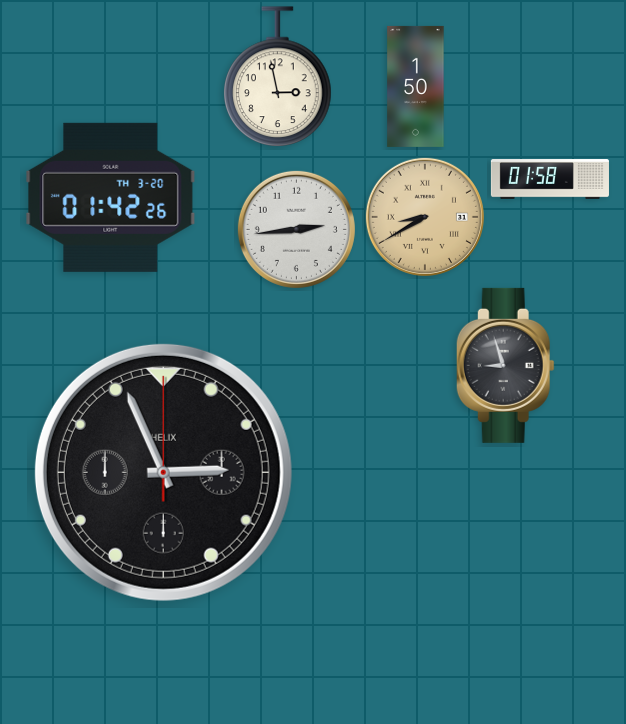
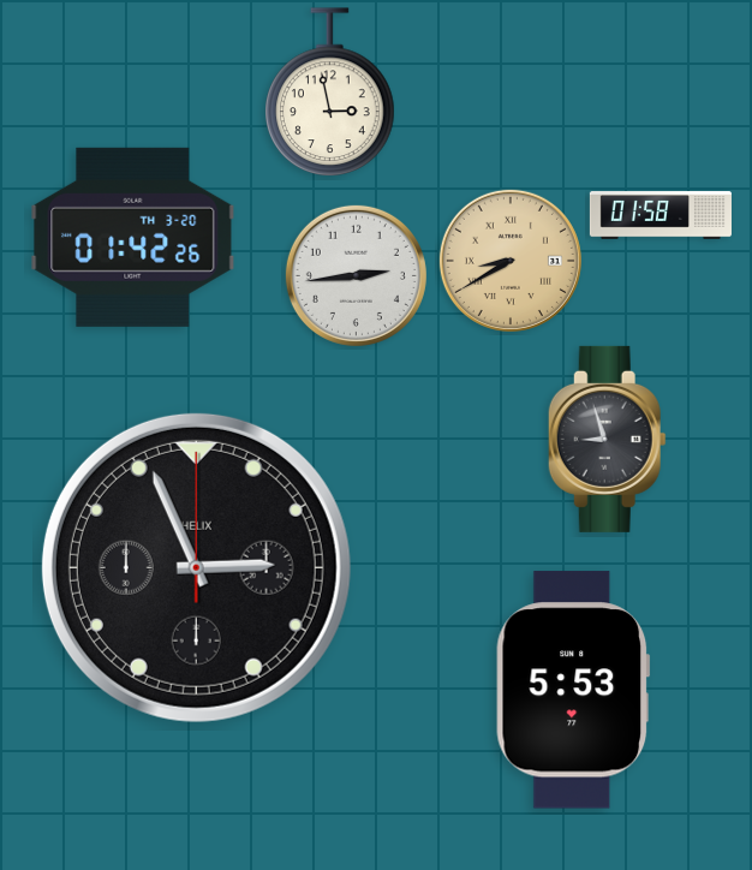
clock at (278, 76) position: (278, 76) -> (330, 91)
clock at (416, 86): 1:50 -> none
clock at (573, 690): none -> 5:53
